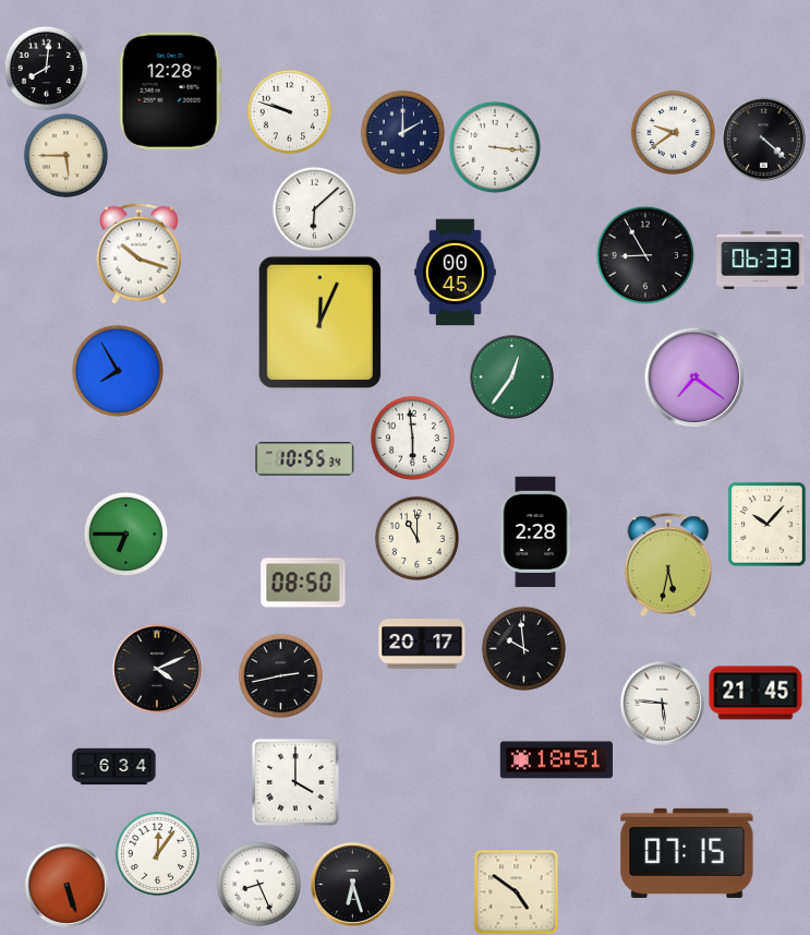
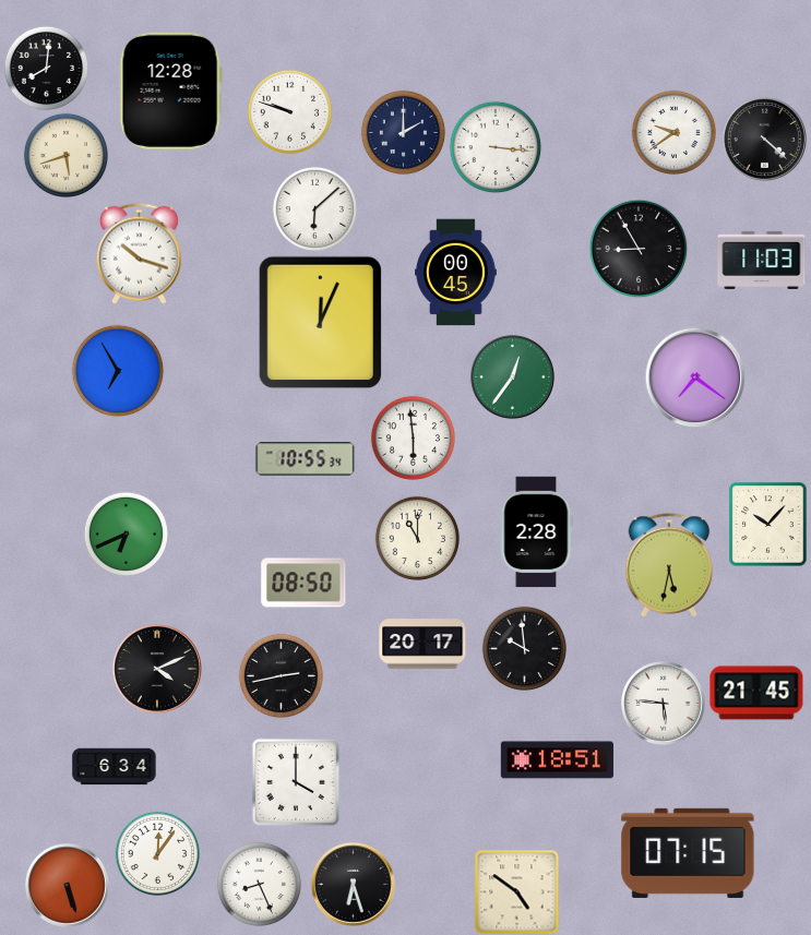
clock at (65, 155): 5:45 -> 5:42
clock at (645, 255) position: (645, 255) -> (639, 249)
clock at (761, 260): 06:33 -> 11:03
clock at (118, 371): 7:55 -> 6:55
clock at (125, 534): 6:45 -> 6:41
